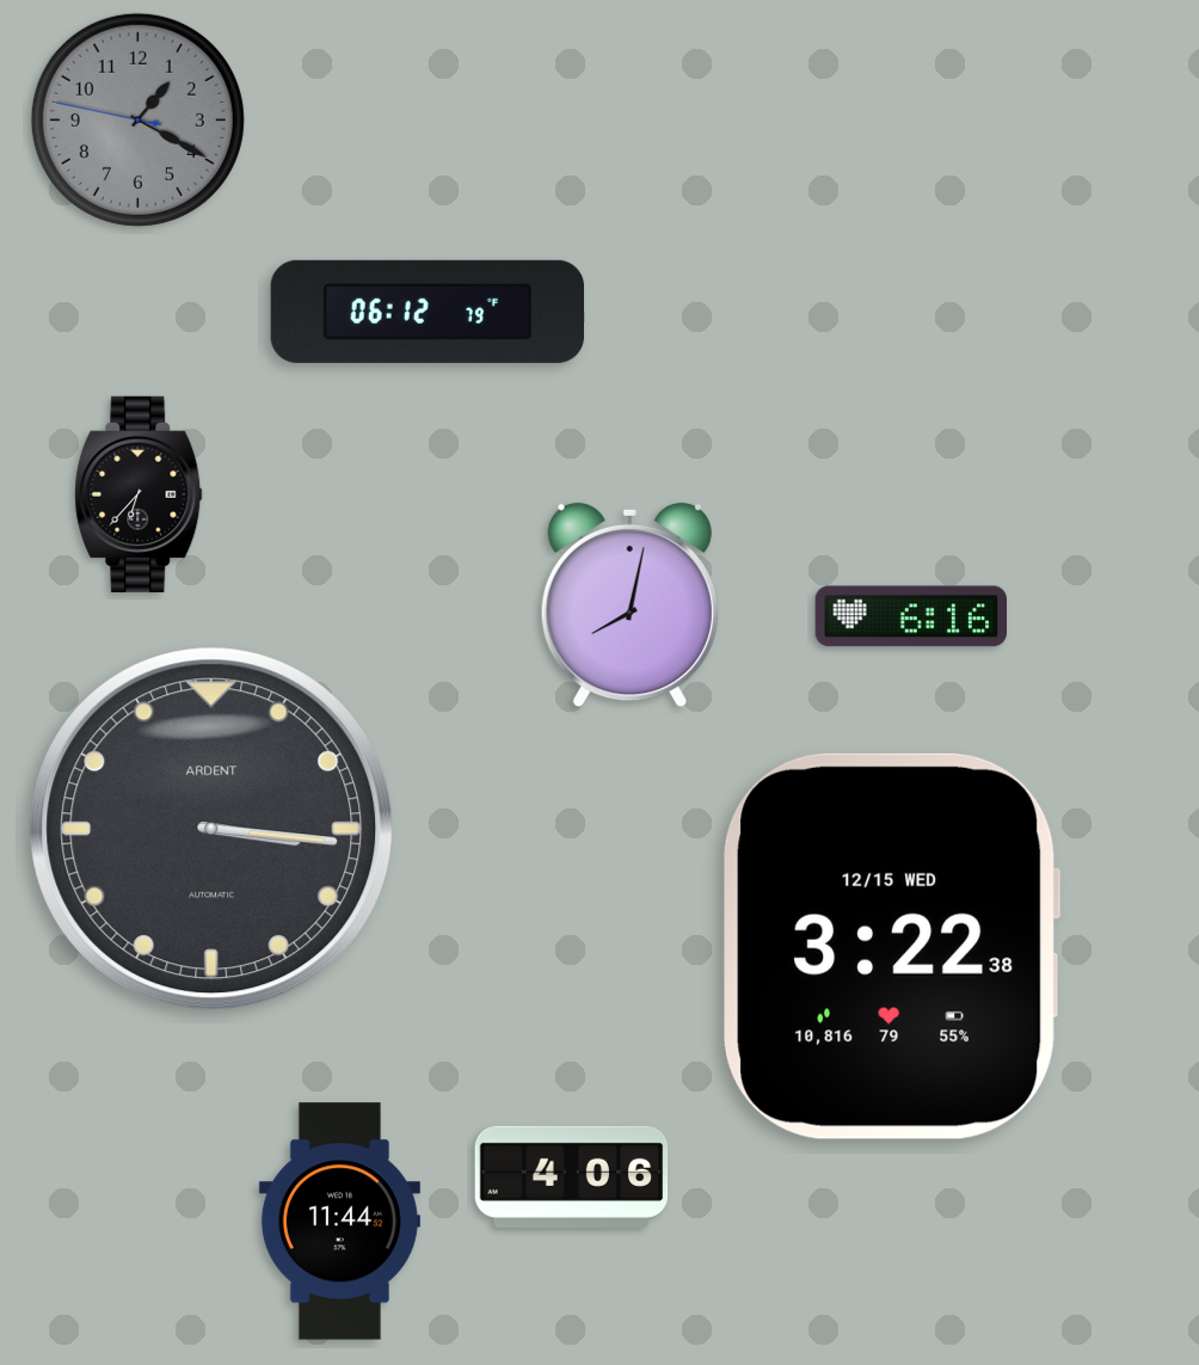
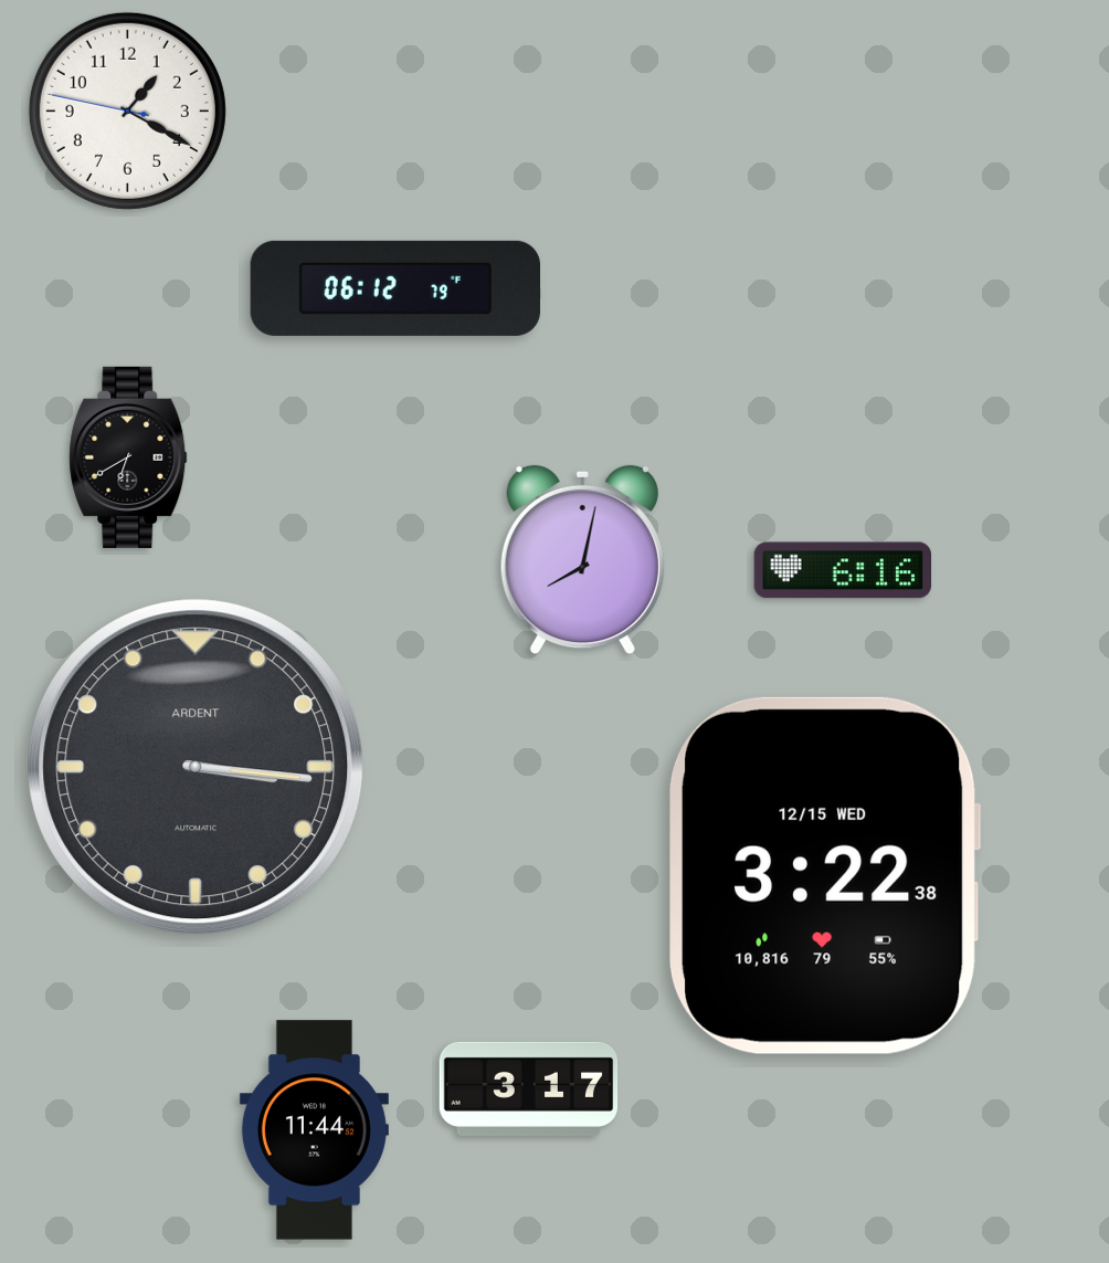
clock at (137, 119) dial: grey -> white
clock at (139, 494): 6:37 -> 6:40
clock at (572, 1176): 4:06 -> 3:17
